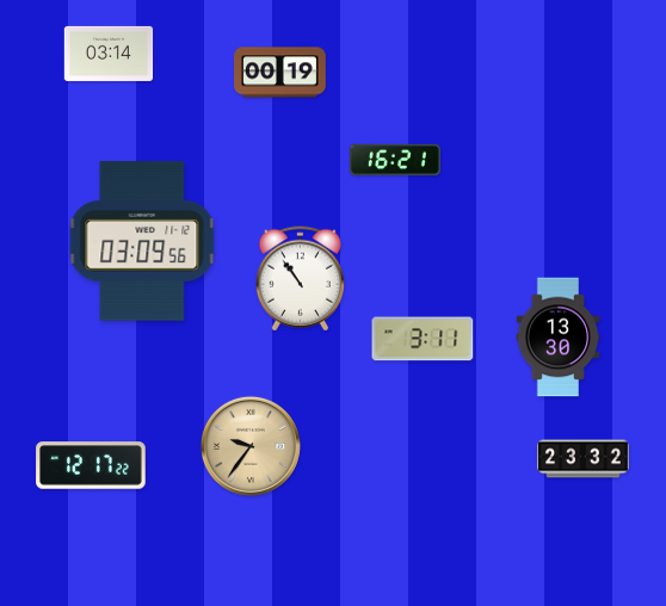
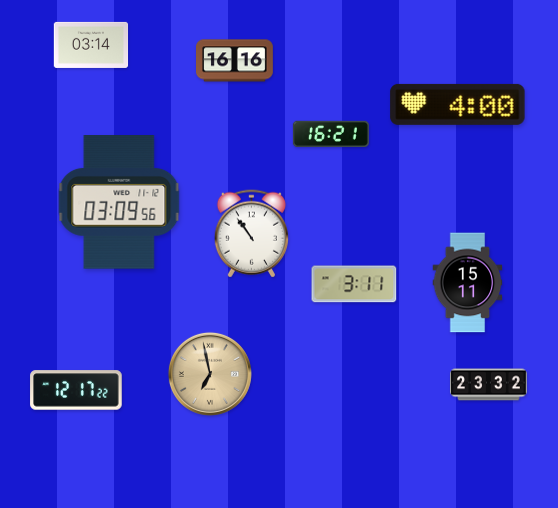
clock at (280, 73): 00:19 -> 16:16
clock at (458, 104): none -> 4:00
clock at (559, 338): 13:30 -> 15:11
clock at (251, 446): 9:36 -> 6:58
